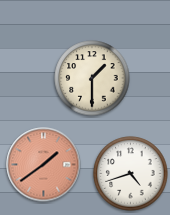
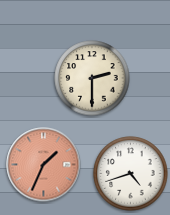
clock at (92, 78): 1:30 -> 2:30
clock at (44, 165): 1:39 -> 1:34
